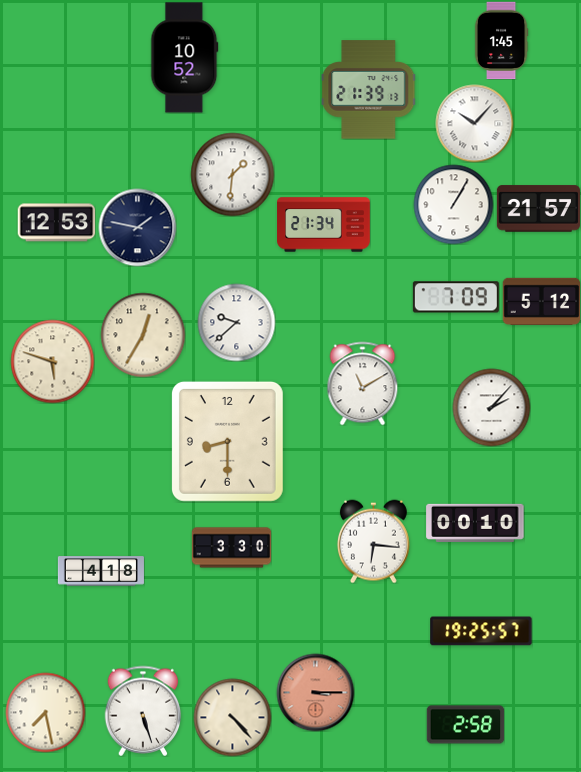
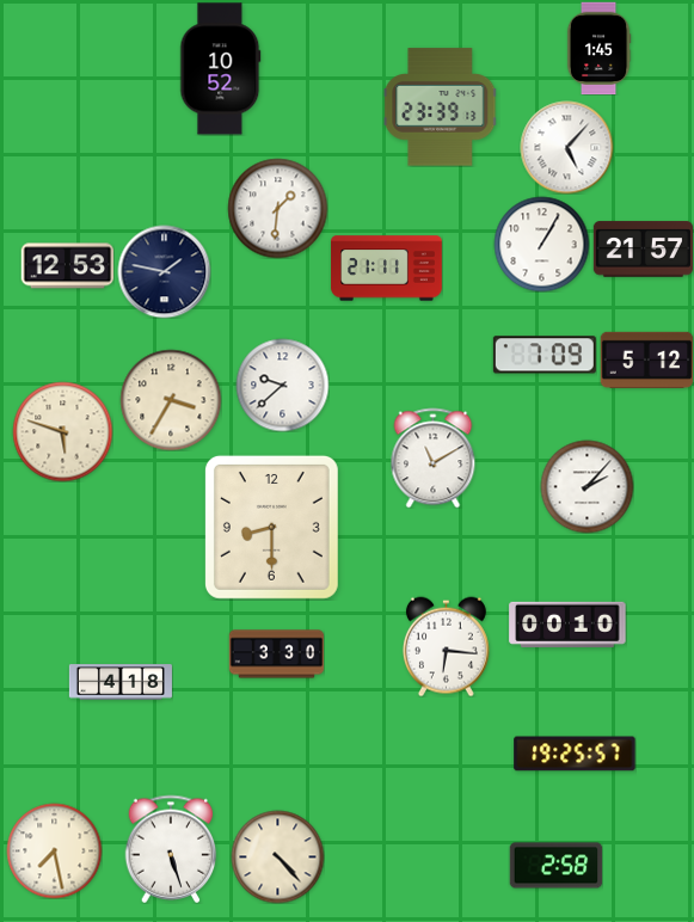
clock at (369, 90): 21:39 -> 23:39
clock at (474, 123): 10:07 -> 5:07
clock at (324, 225): 21:34 -> 21:11
clock at (143, 335): 12:35 -> 3:35
clock at (315, 692): 3:15 -> none
